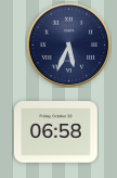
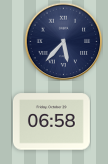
clock at (68, 44): 5:34 -> 5:37
